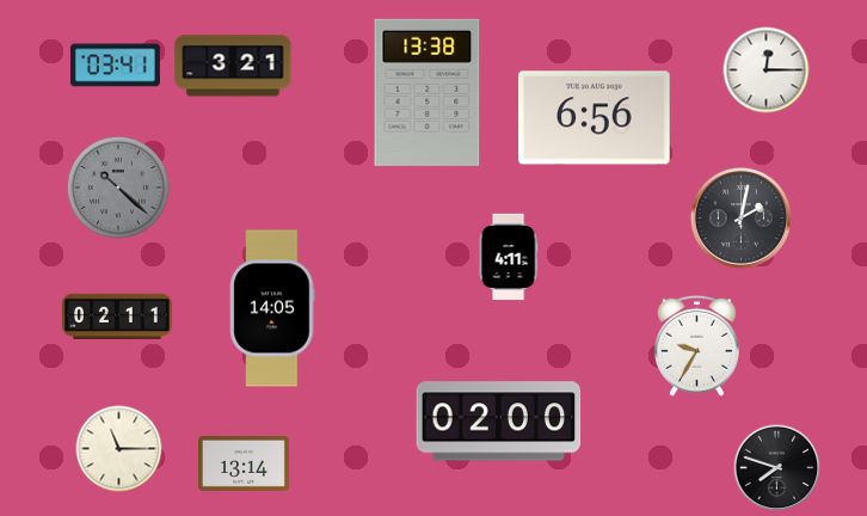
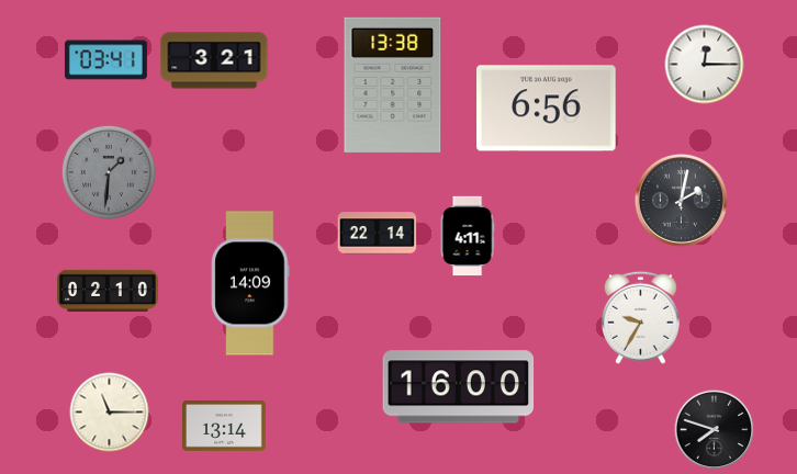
clock at (118, 188): 10:22 -> 1:31
clock at (378, 234): none -> 22:14
clock at (272, 308): 14:05 -> 14:09
clock at (117, 317): 02:11 -> 02:10
clock at (499, 422): 02:00 -> 16:00
